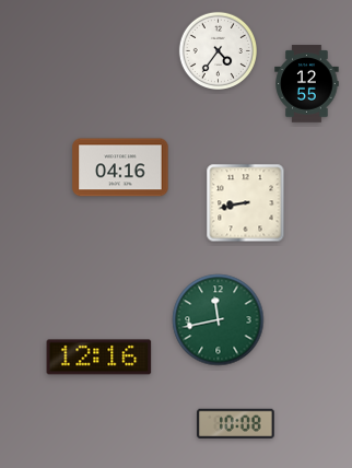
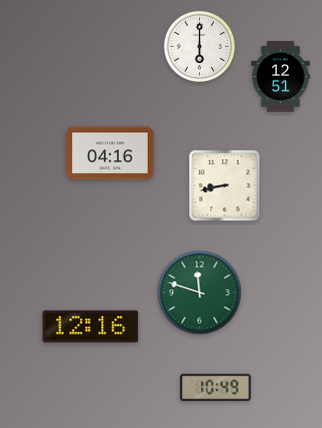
clock at (218, 50): 4:36 -> 6:00
clock at (307, 84): 12:55 -> 12:51
clock at (219, 320): 11:43 -> 11:48
clock at (236, 424): 10:08 -> 10:49
